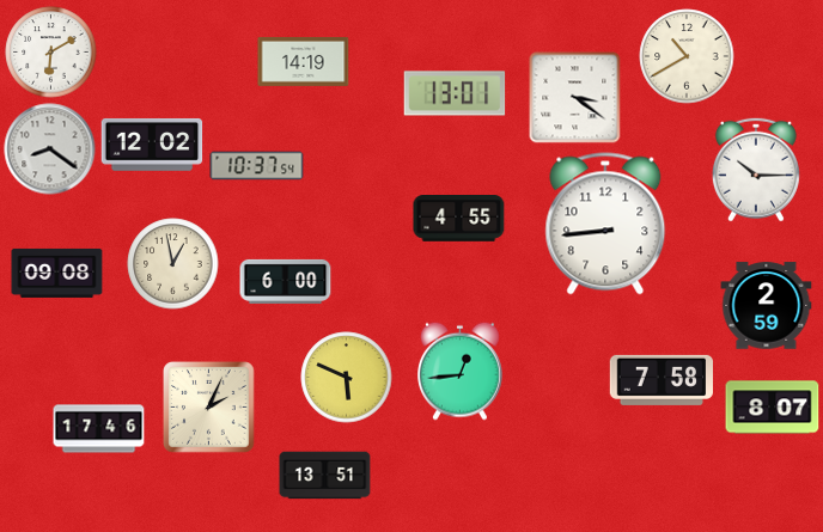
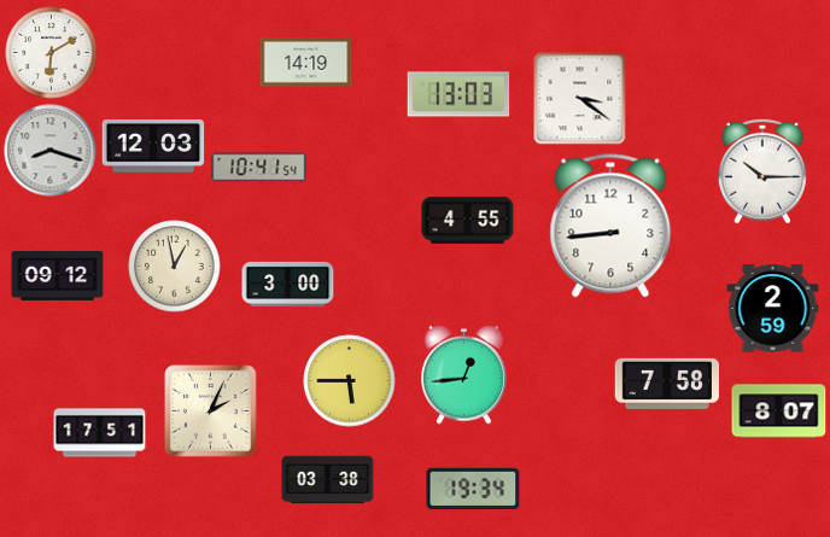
clock at (687, 56): 10:40 -> none
clock at (455, 93): 13:01 -> 13:03
clock at (152, 145): 12:02 -> 12:03
clock at (50, 149): 8:21 -> 8:18
clock at (257, 166): 10:37 -> 10:41
clock at (459, 219) position: (459, 219) -> (468, 221)
clock at (57, 273): 09:08 -> 09:12
clock at (286, 281): 6:00 -> 3:00
clock at (347, 378): 5:49 -> 5:45
clock at (99, 429): 17:46 -> 17:51
clock at (325, 476): 13:51 -> 03:38
clock at (473, 489): none -> 19:34
